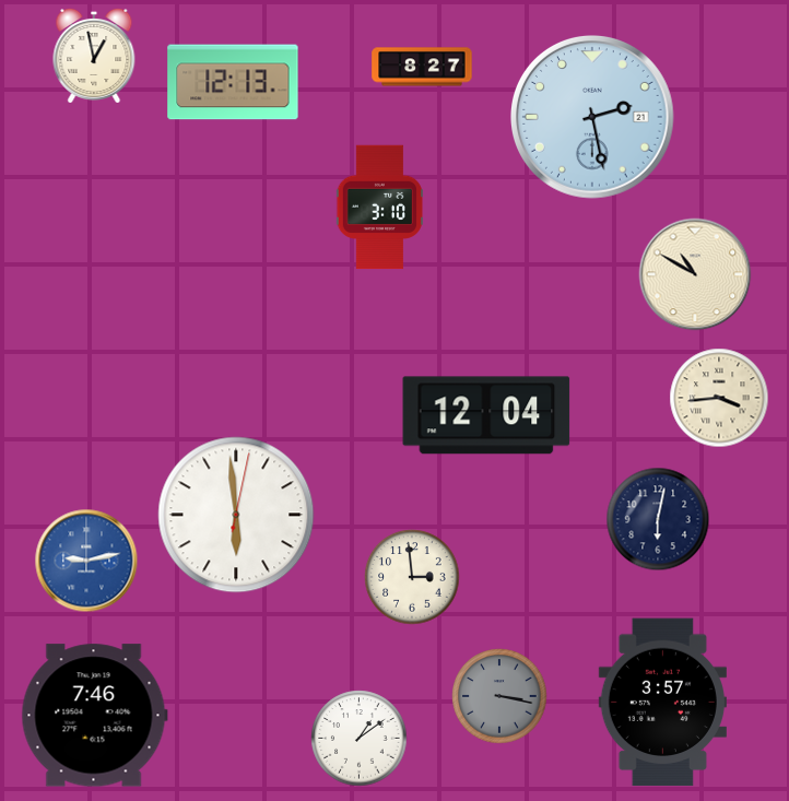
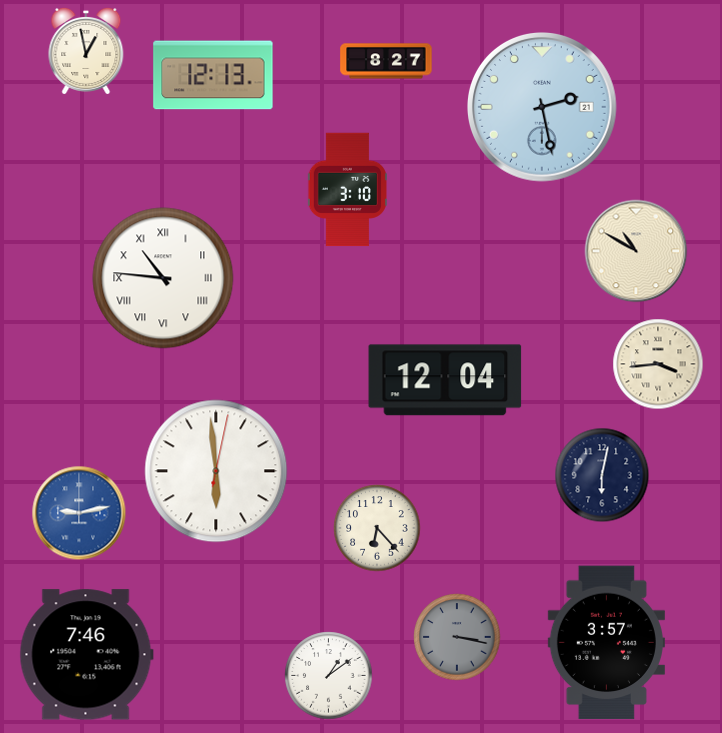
clock at (163, 278): none -> 10:46
clock at (412, 577): 2:59 -> 6:23
